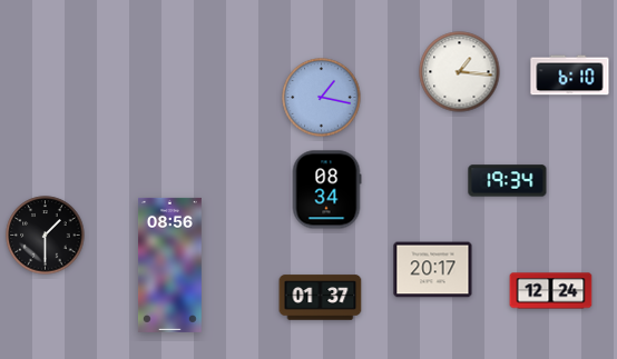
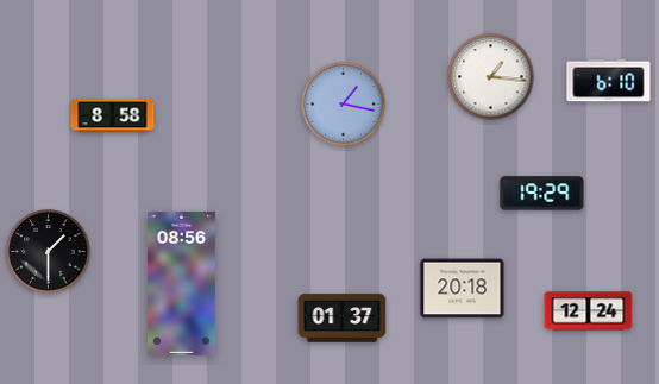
clock at (113, 117): none -> 8:58
clock at (508, 181): 19:34 -> 19:29
clock at (326, 190): 08:34 -> none
clock at (433, 270): 20:17 -> 20:18
